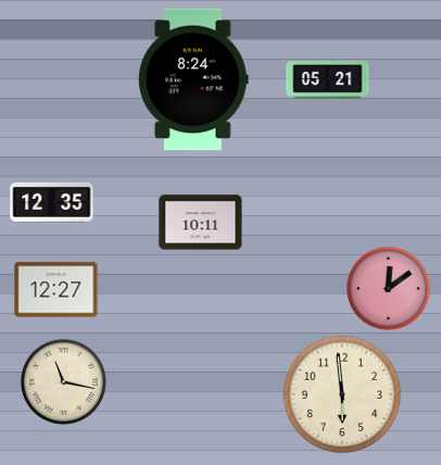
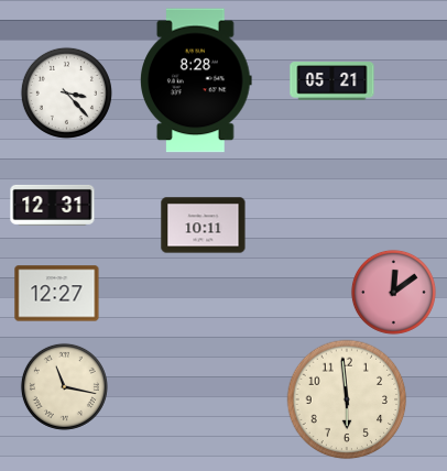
clock at (194, 79): 8:24 -> 8:28
clock at (66, 92): none -> 3:23
clock at (52, 202): 12:35 -> 12:31
